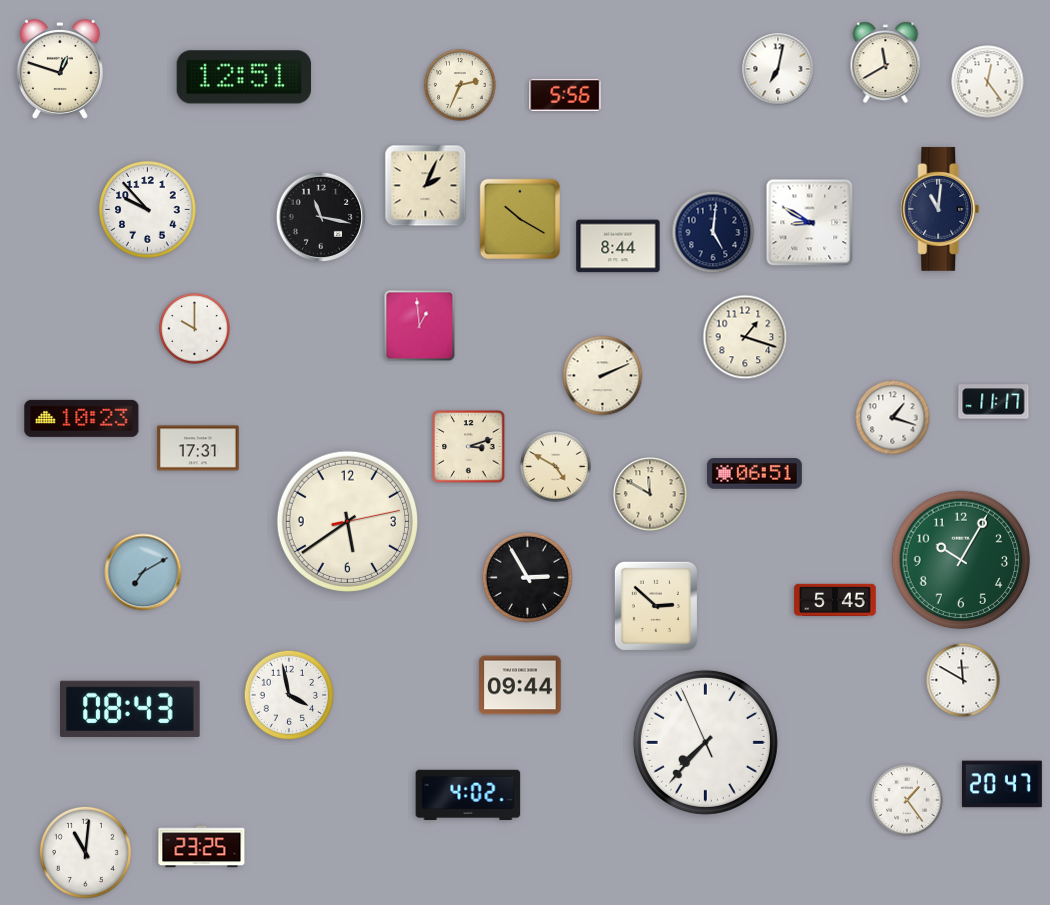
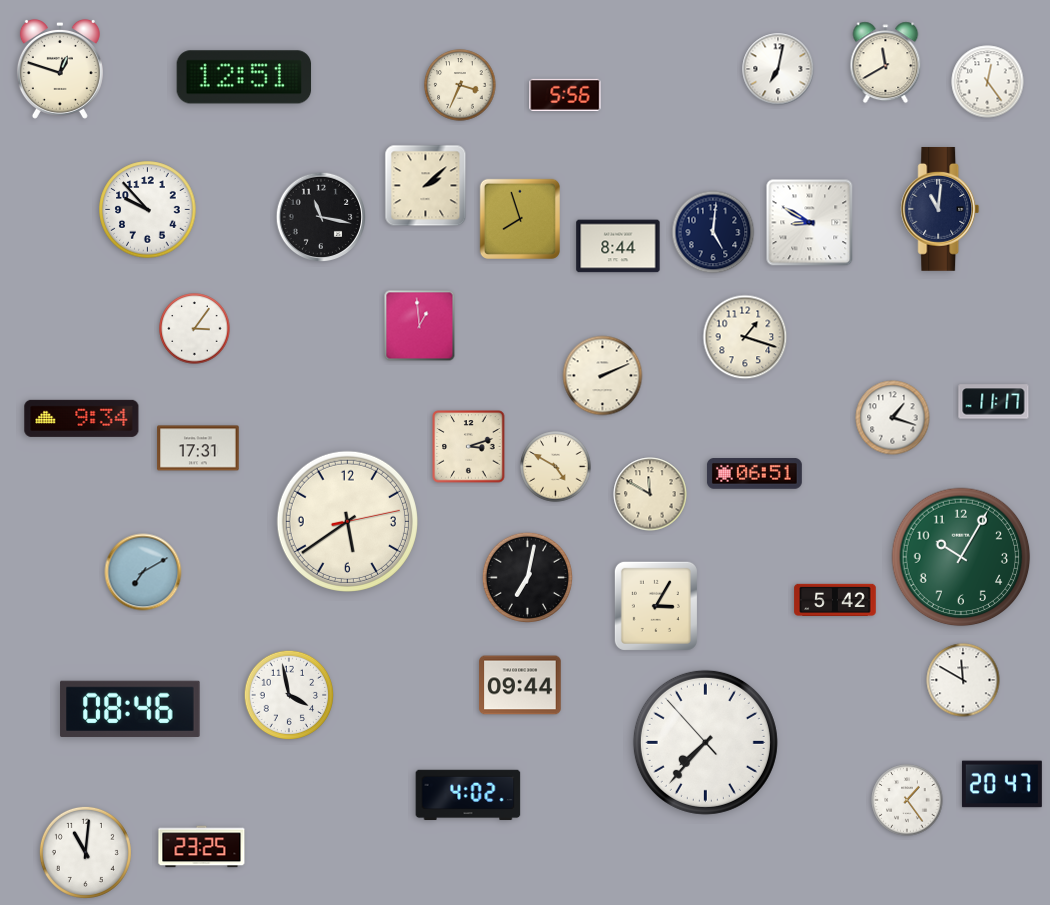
clock at (460, 85): 2:34 -> 3:34
clock at (426, 186): 2:04 -> 2:08
clock at (520, 219): 10:20 -> 7:57
clock at (195, 329): 10:00 -> 3:06
clock at (82, 418): 10:23 -> 9:34
clock at (961, 560) position: (961, 560) -> (961, 557)
clock at (527, 577): 2:55 -> 7:02
clock at (835, 599): 5:45 -> 5:42
clock at (656, 606): 2:52 -> 3:05
clock at (130, 709): 08:43 -> 08:46
clock at (705, 742): 7:36:56 -> 7:36:53
